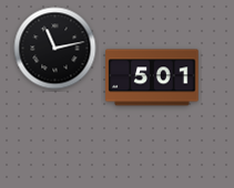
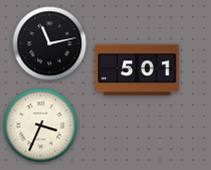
clock at (41, 126): none -> 3:34
